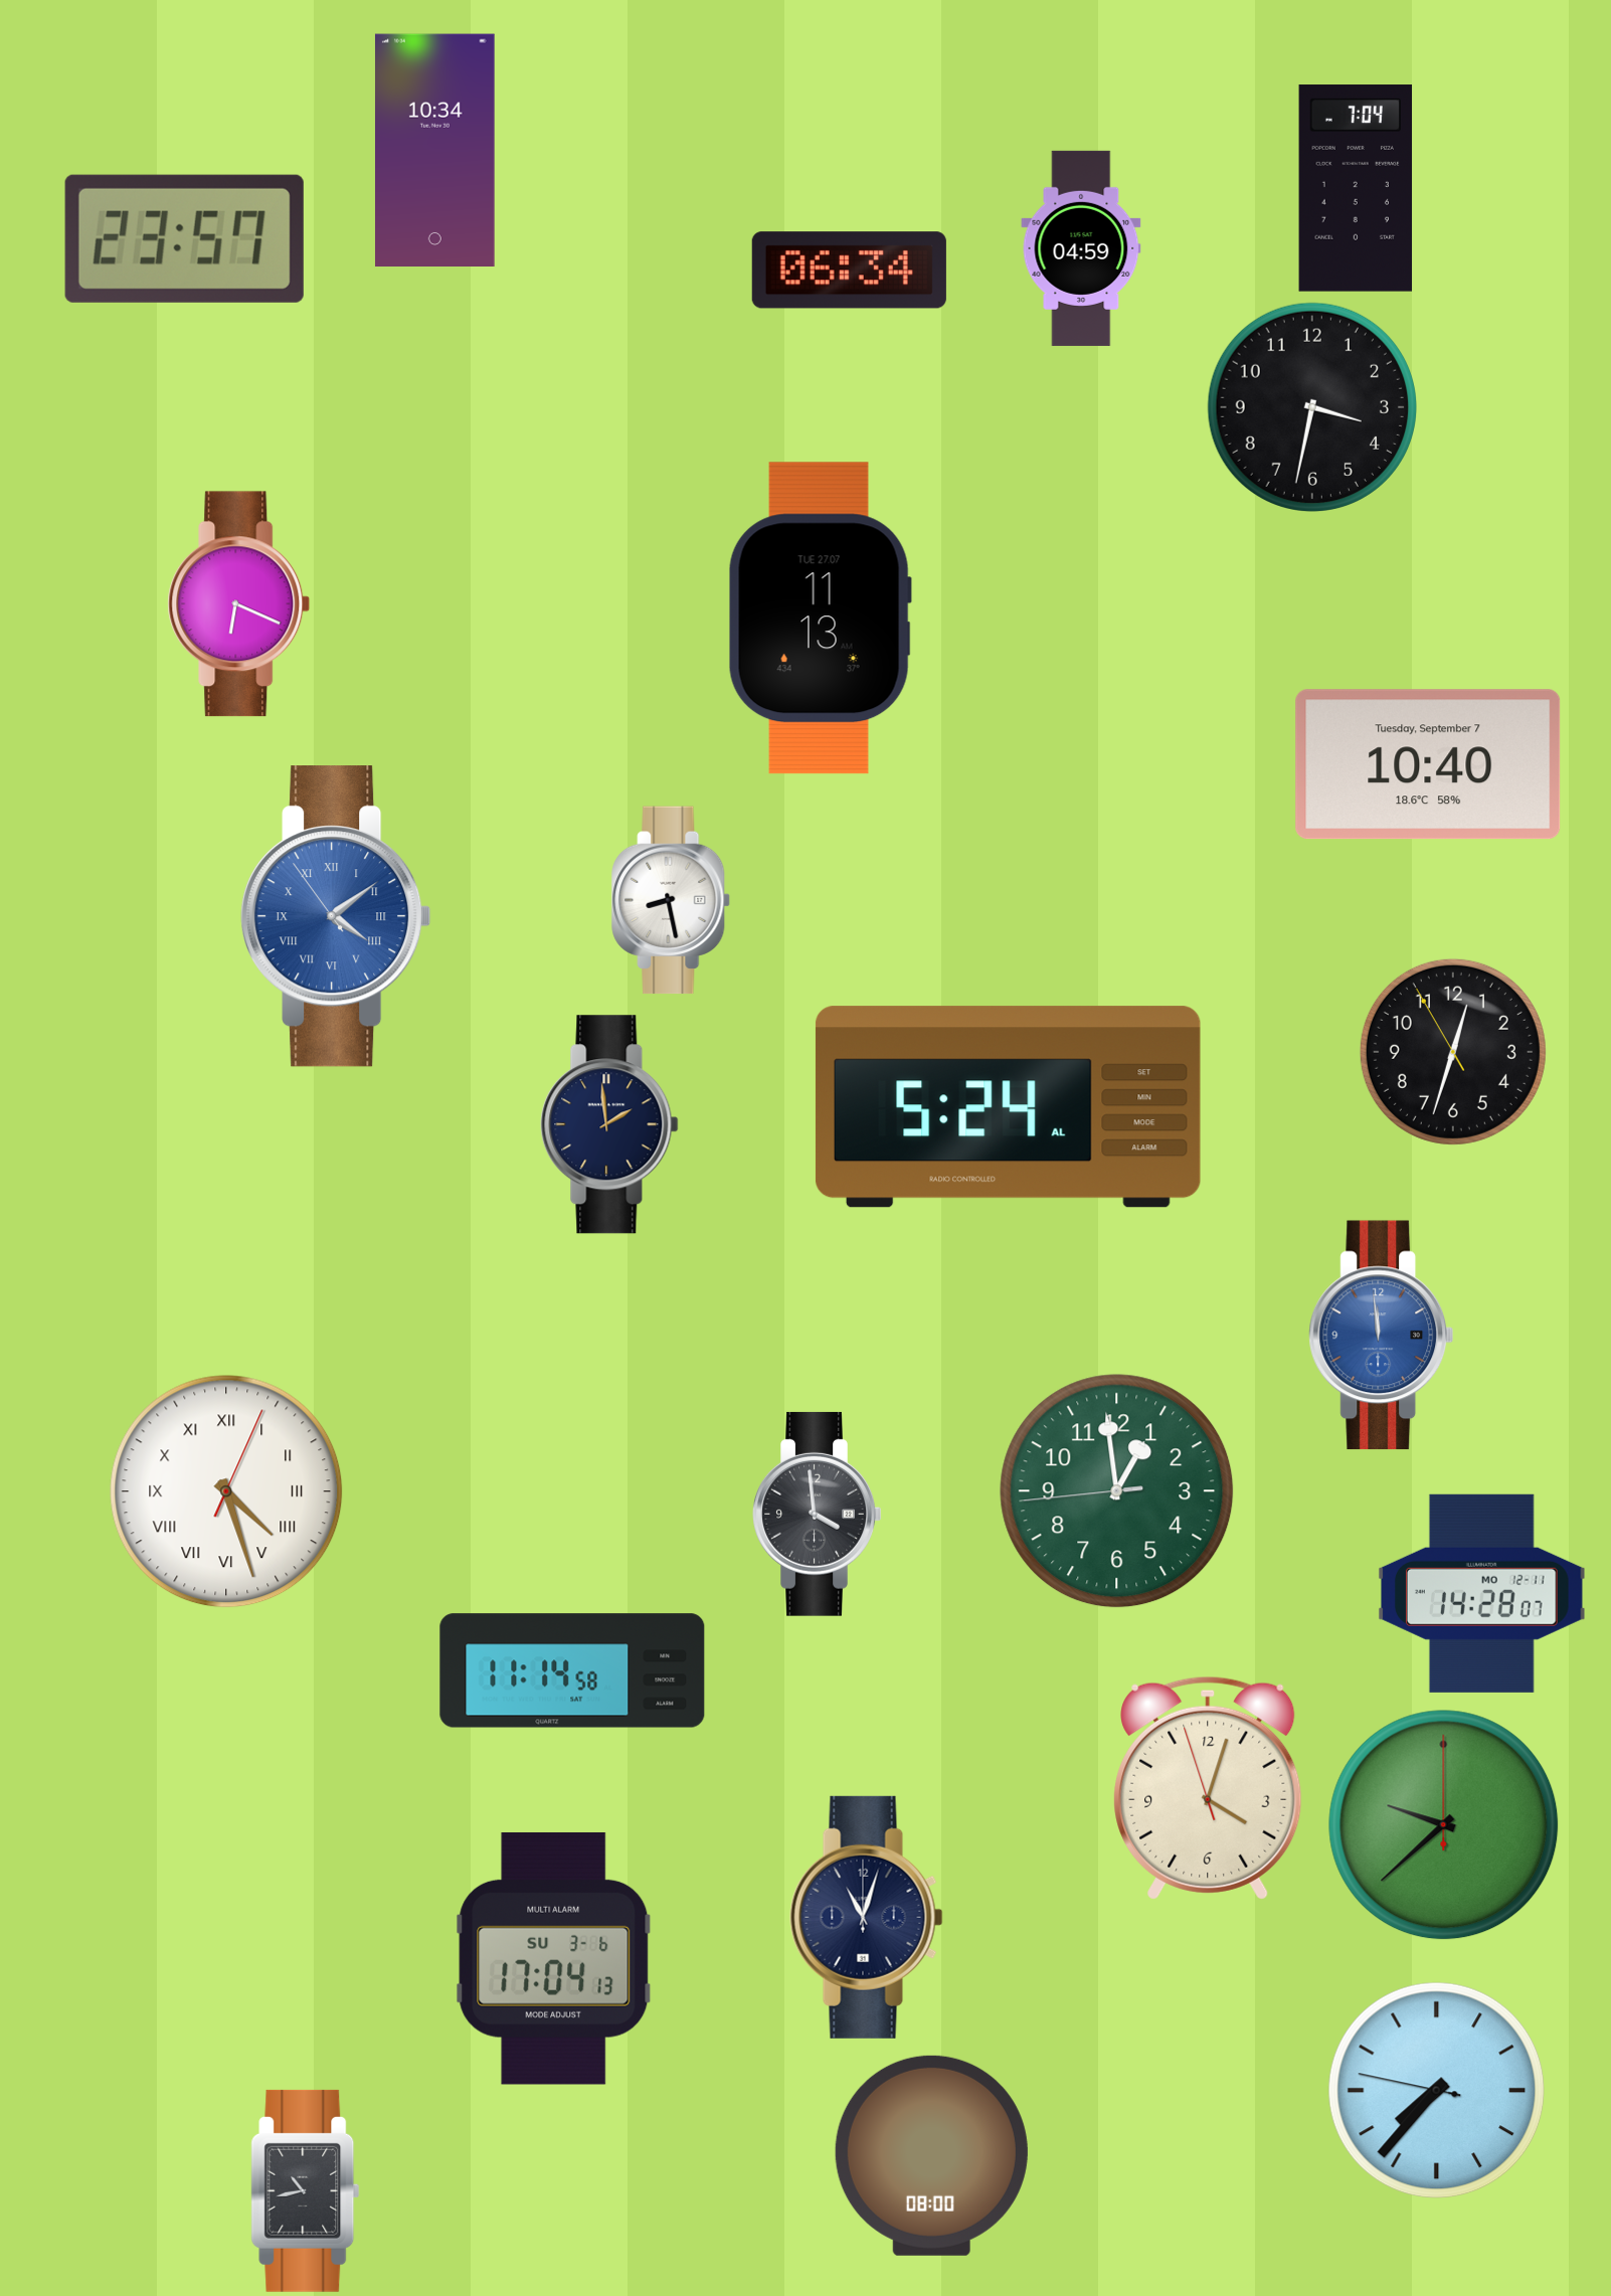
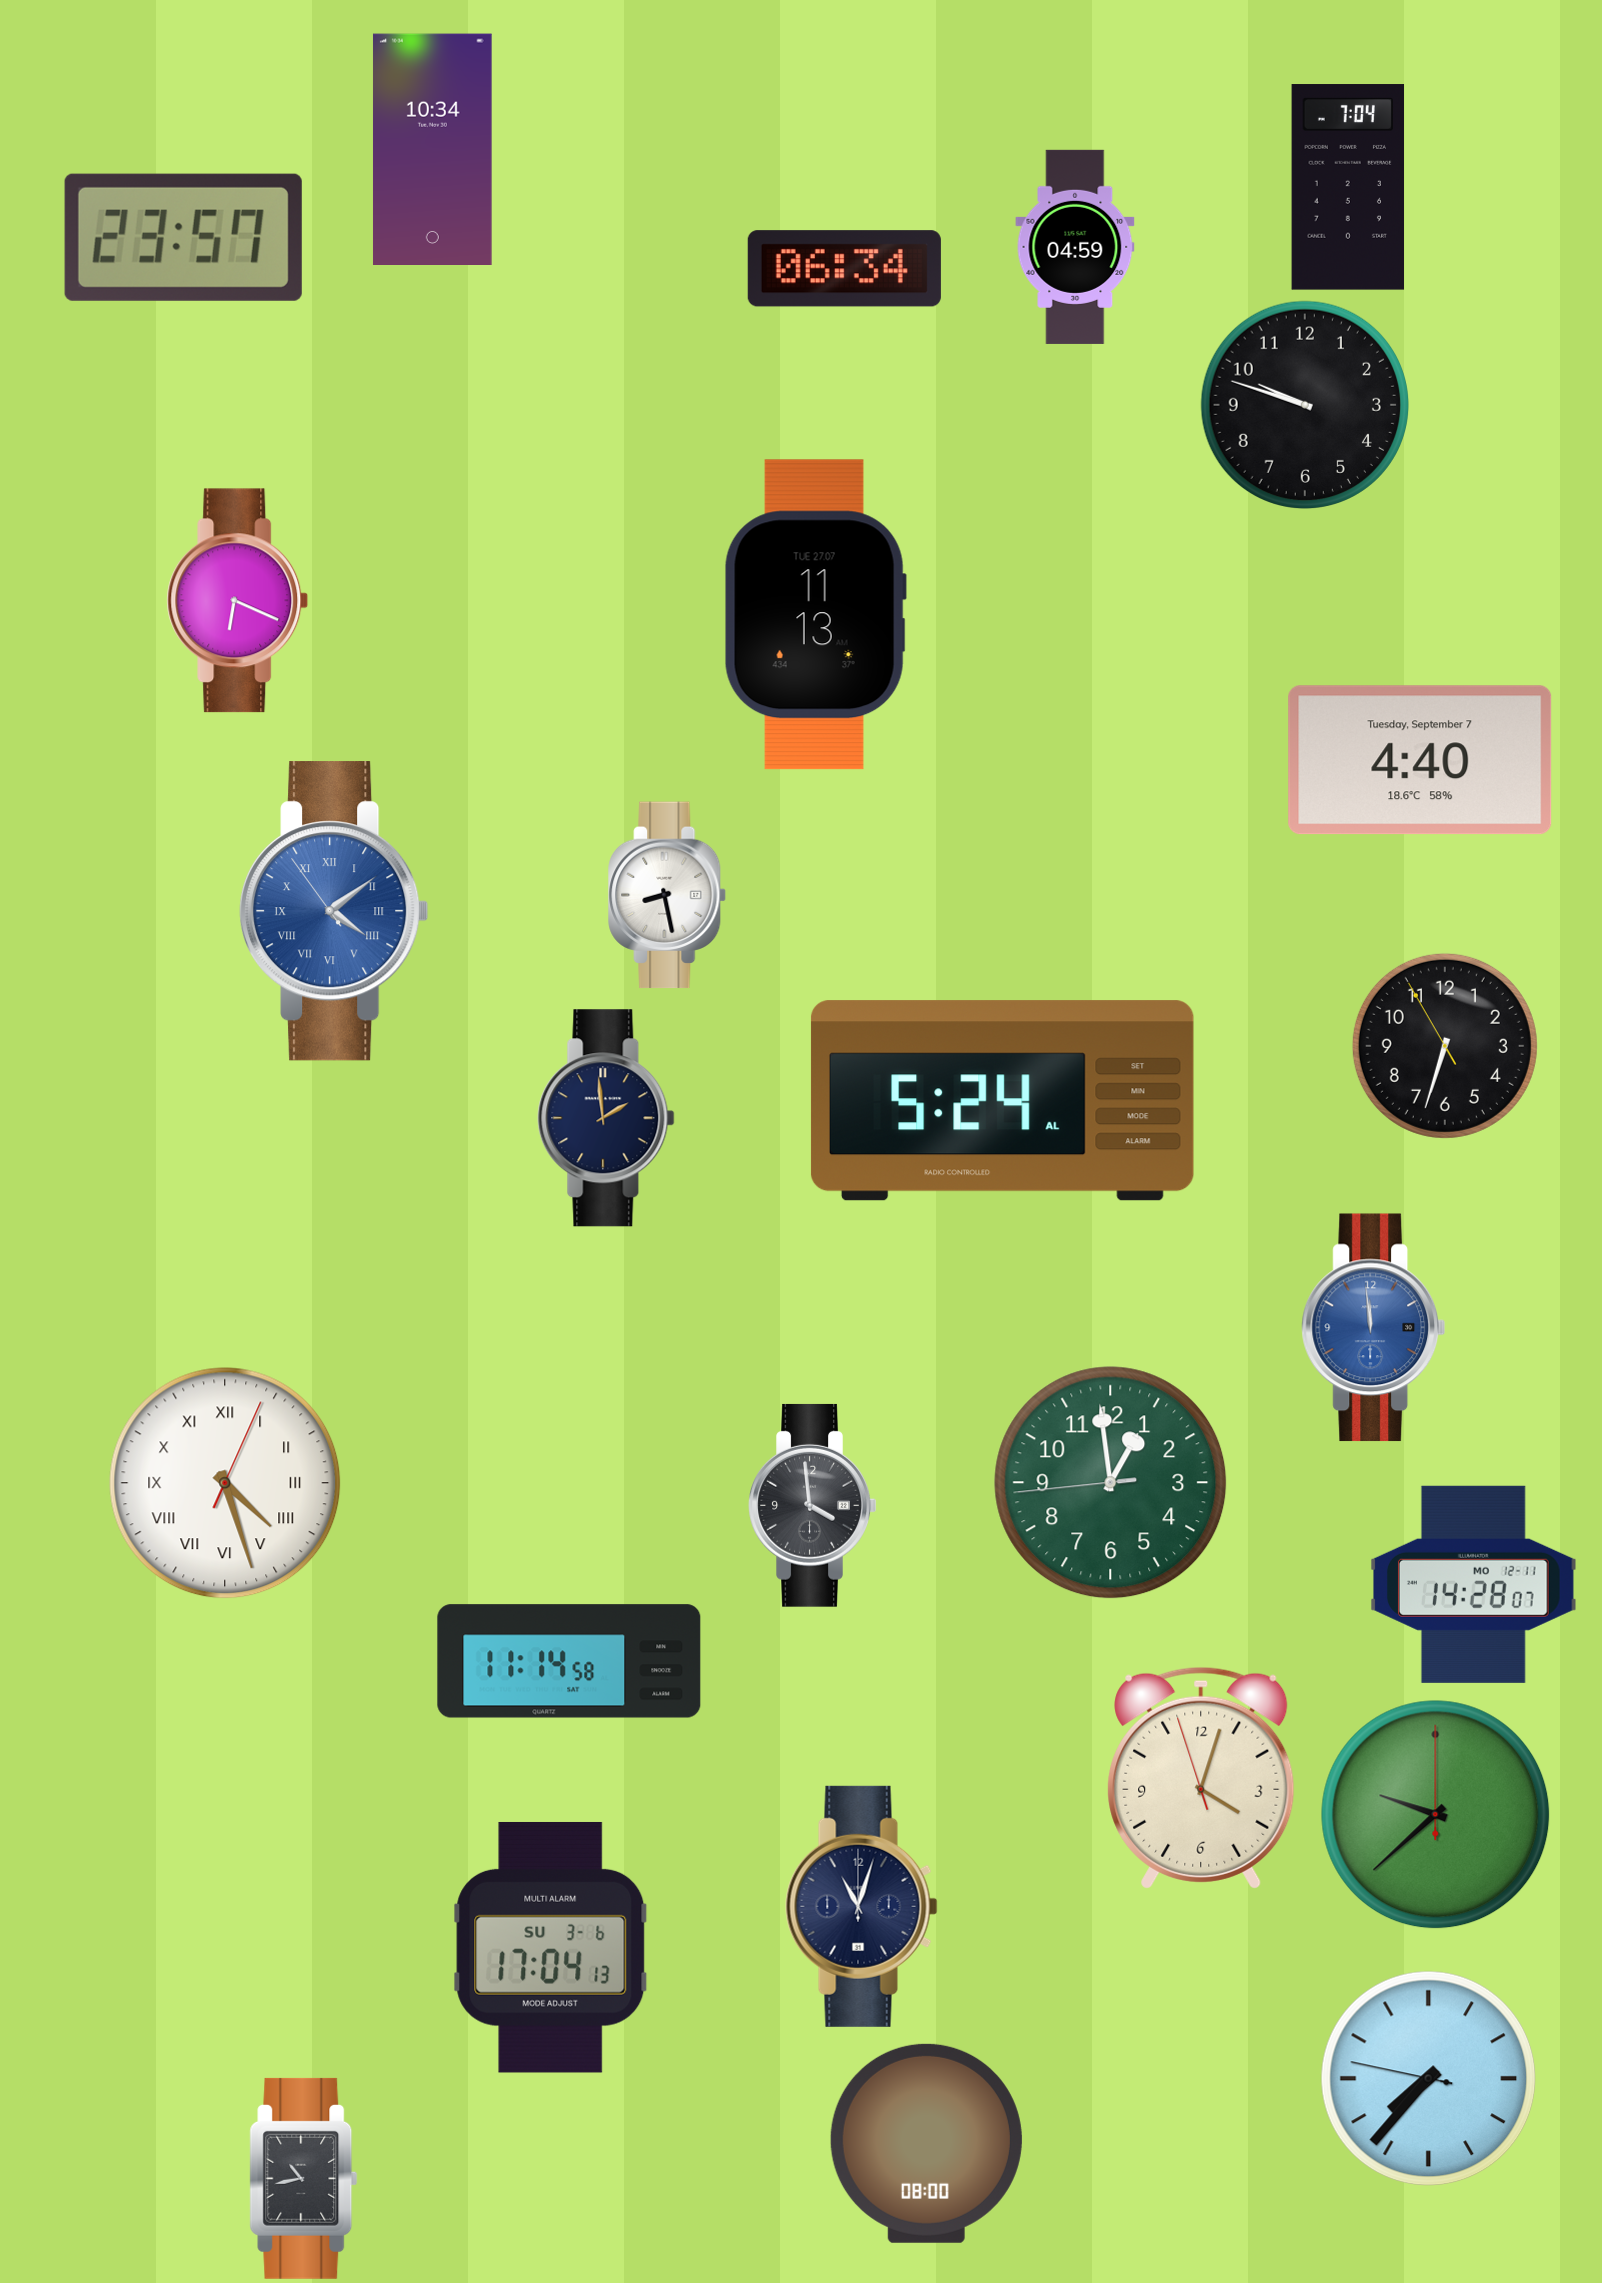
clock at (1312, 407): 3:32 -> 9:48
clock at (1428, 764): 10:40 -> 4:40
clock at (1453, 1052): 12:32 -> 6:32
